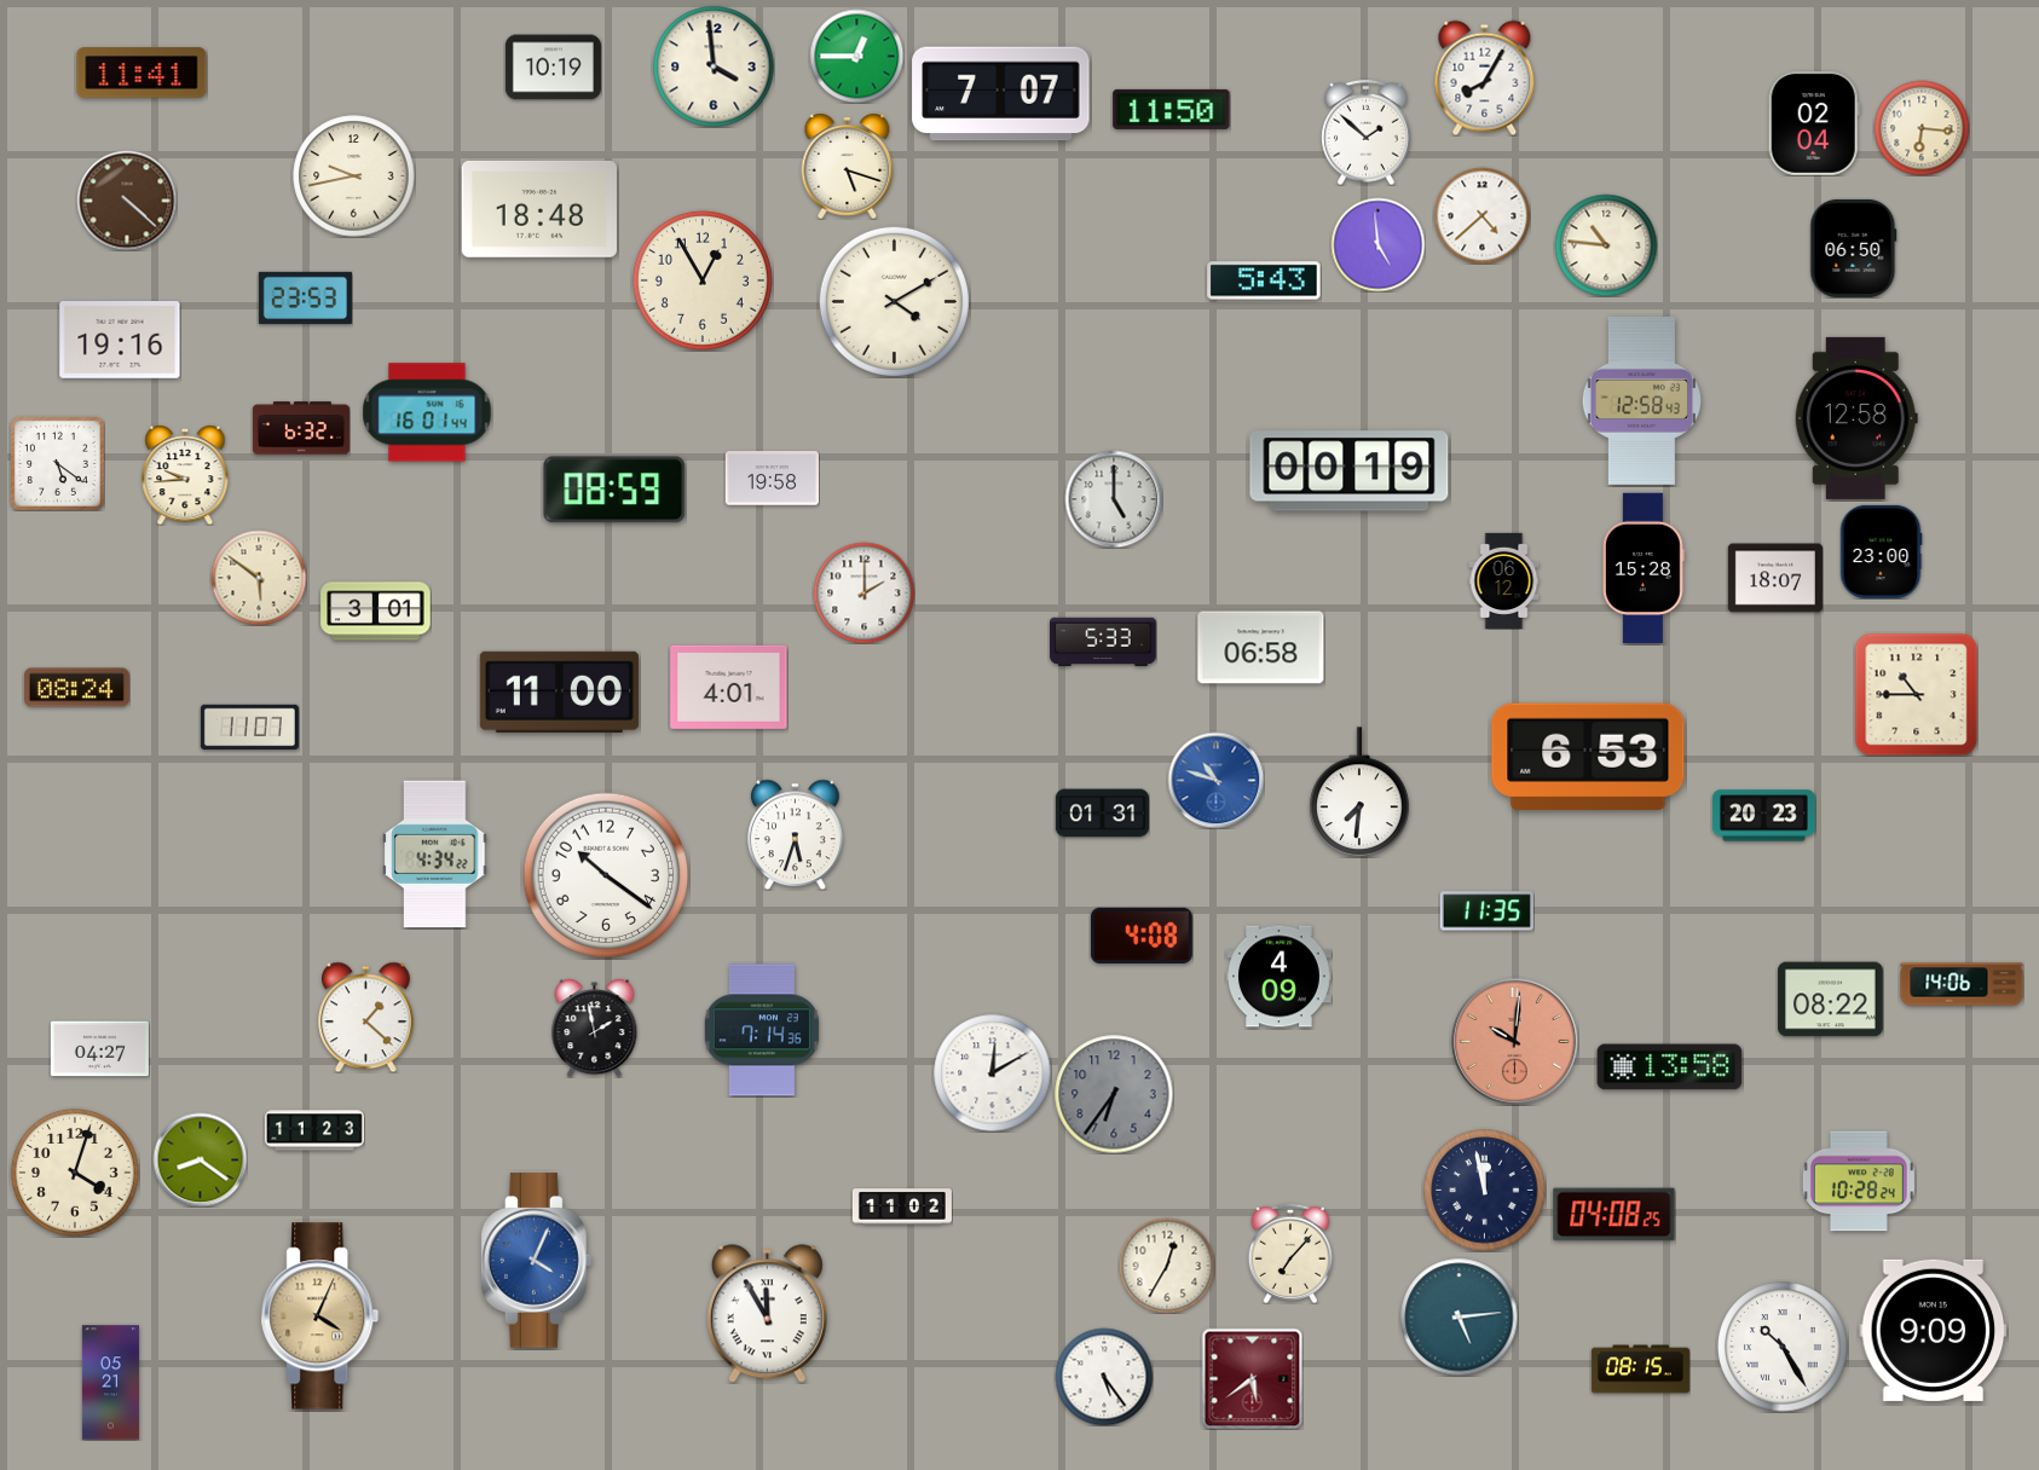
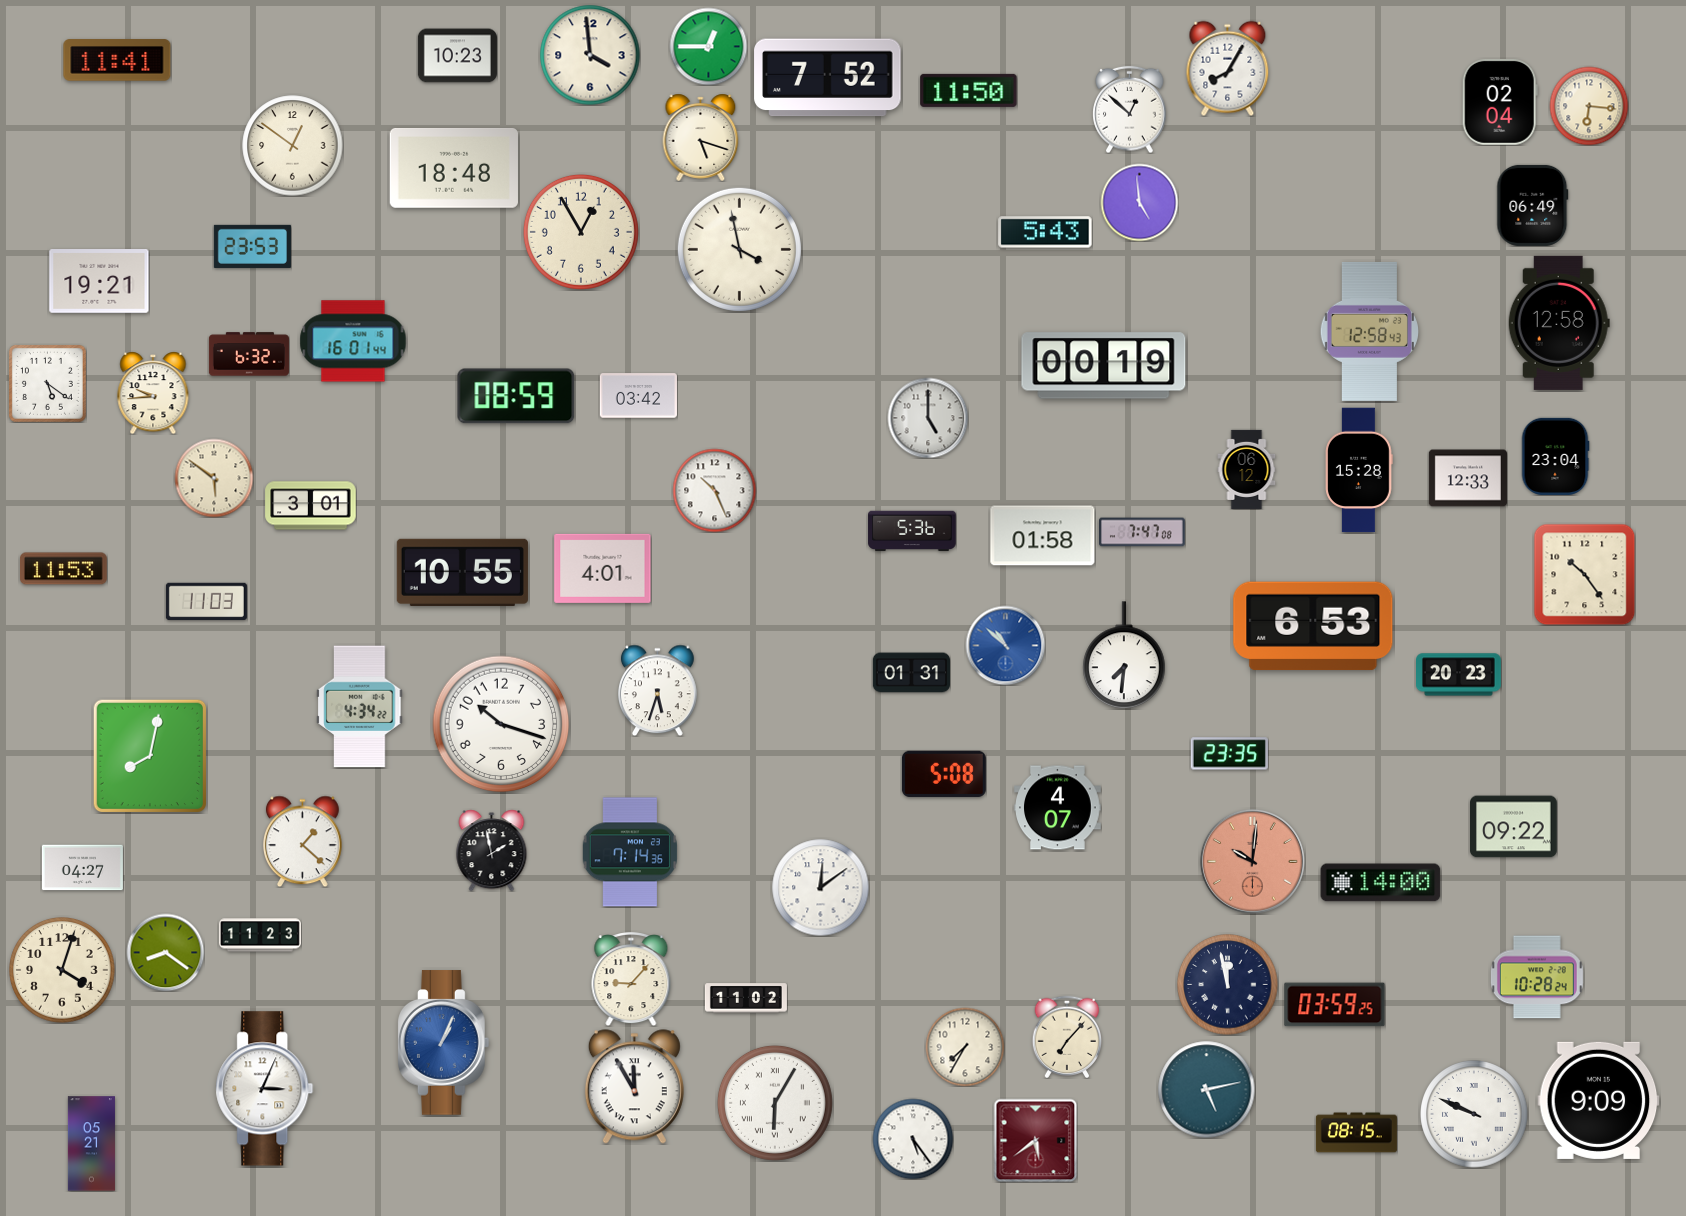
clock at (553, 68): 10:19 -> 10:23
clock at (1485, 77) position: (1485, 77) -> (1228, 68)
clock at (1001, 94): 7:07 -> 7:52
clock at (1367, 132): 1:52 -> 12:52
clock at (354, 176): 9:43 -> 12:51
clock at (127, 201): 4:22 -> none
clock at (539, 209) position: (539, 209) -> (454, 168)
clock at (1481, 215): 4:38 -> none
clock at (1606, 245): 10:46 -> none
clock at (1854, 248): 06:50 -> 06:49
clock at (894, 301): 4:10 -> 3:58
clock at (120, 341): 19:16 -> 19:21
clock at (1641, 400) position: (1641, 400) -> (1369, 331)
clock at (1856, 418) position: (1856, 418) -> (1559, 323)
clock at (1350, 471) position: (1350, 471) -> (1104, 366)
clock at (772, 479): 19:58 -> 03:42
clock at (614, 490) position: (614, 490) -> (516, 396)
clock at (1114, 499) position: (1114, 499) -> (928, 418)
clock at (1881, 551): 23:00 -> 23:04
clock at (1775, 578): 18:07 -> 12:33
clock at (1504, 580) position: (1504, 580) -> (1247, 469)
clock at (863, 592): 2:00 -> 10:26
clock at (1103, 642): 5:33 -> 5:36
clock at (1143, 532): none -> 7:47
clock at (1261, 648): 06:58 -> 01:58
clock at (77, 688): 08:24 -> 11:53
clock at (559, 691): 11:00 -> 10:55
clock at (1916, 694): 10:45 -> 10:24
clock at (249, 728): 11:07 -> 11:03
clock at (1215, 780): 10:48 -> 10:52
clock at (606, 875): 10:21 -> 10:18
clock at (1486, 911): 11:35 -> 23:35
clock at (149, 755): none -> 8:02
clock at (1142, 936): 4:08 -> 5:08
clock at (1280, 977): 4:09 -> 4:07
clock at (1962, 984): 14:06 -> none
clock at (1831, 1000): 08:22 -> 09:22
clock at (1670, 1067): 13:58 -> 14:00
clock at (992, 1072): 12:10 -> 12:09
clock at (1114, 1094): 6:36 -> none
clock at (200, 1159) position: (200, 1159) -> (165, 952)
clock at (631, 980): none -> 9:07
clock at (1615, 1215): 04:08 -> 03:59
clock at (537, 1261): 4:04 -> 1:04
clock at (1167, 1266): 12:35 -> 7:35
clock at (320, 1316): 4:04 -> 3:04
clock at (320, 1316) dial: champagne -> white
clock at (1459, 1316): 5:14 -> 5:13
clock at (775, 1103): none -> 6:05
clock at (1783, 1347): 10:25 -> 9:49
